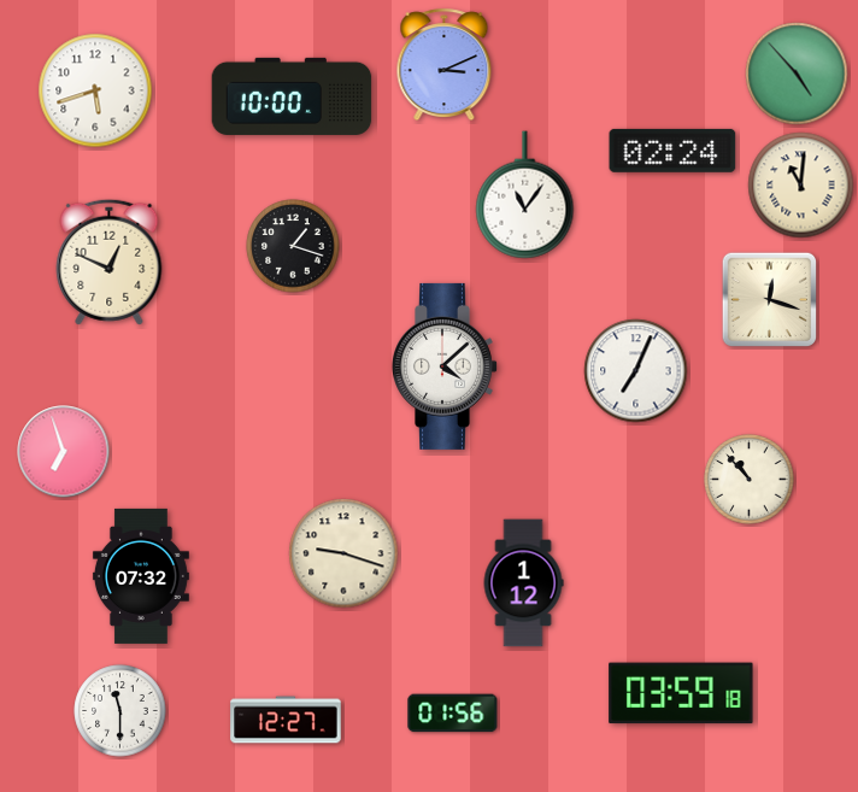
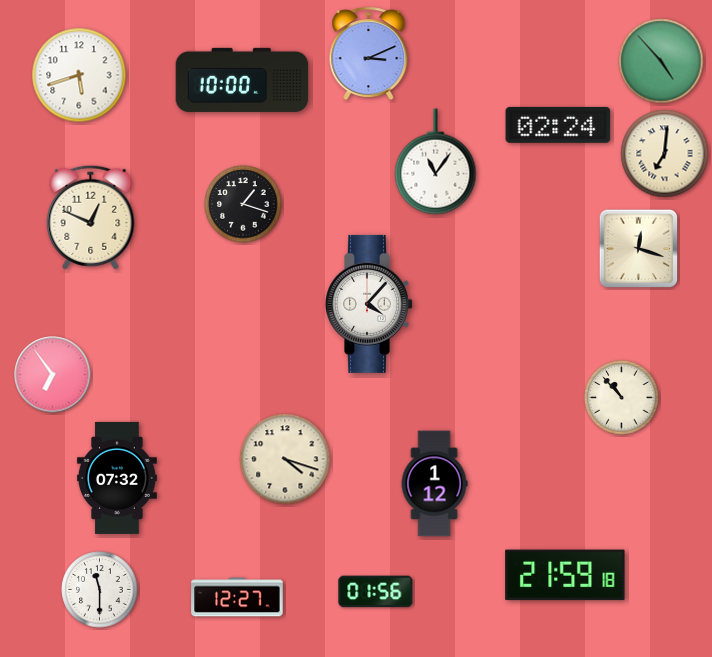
clock at (801, 186): 11:01 -> 7:01
clock at (446, 366): 4:08 -> 4:07
clock at (636, 371): 7:04 -> none
clock at (64, 452): 6:57 -> 6:54
clock at (343, 553): 9:18 -> 4:18
clock at (681, 693): 03:59 -> 21:59
